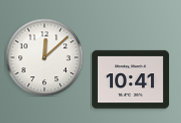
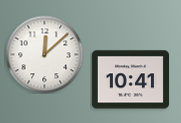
clock at (44, 57) position: (44, 57) -> (44, 54)
